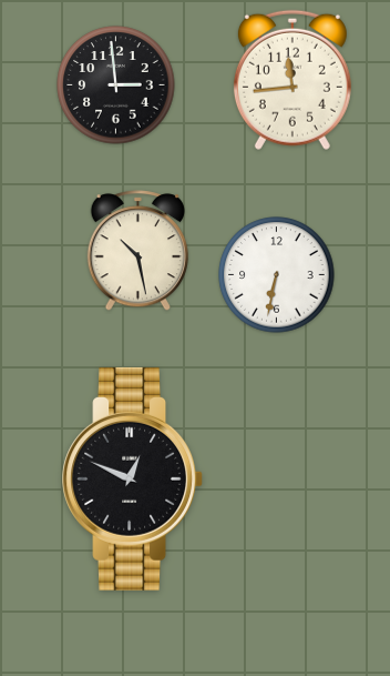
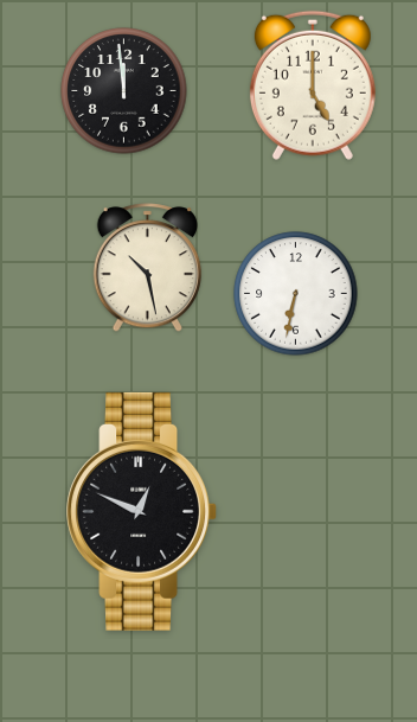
clock at (292, 80): 11:44 -> 5:00
clock at (116, 85): 2:59 -> 11:59
